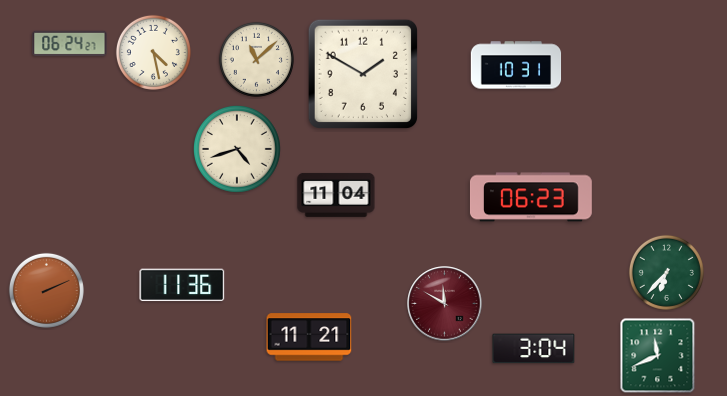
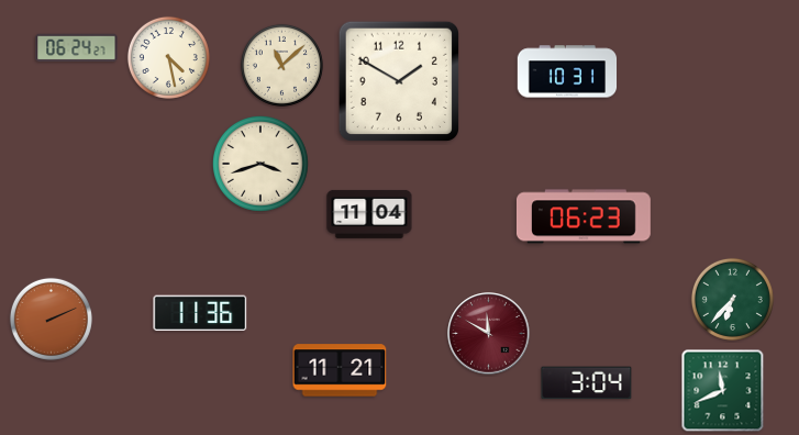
clock at (237, 149): 4:42 -> 3:42
